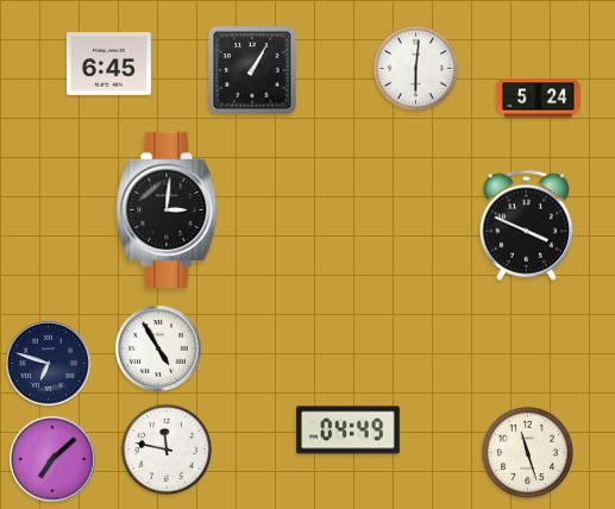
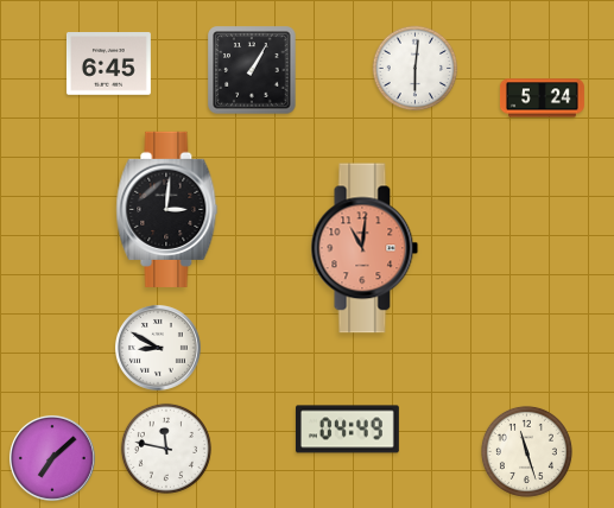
clock at (538, 99) position: (538, 99) -> (542, 99)
clock at (527, 225): 3:49 -> none
clock at (365, 248): none -> 11:01
clock at (158, 348): 4:55 -> 8:50
clock at (48, 363): 6:48 -> none
